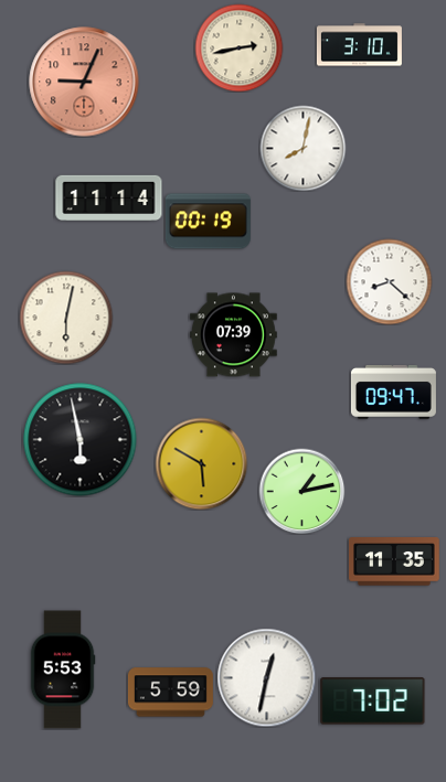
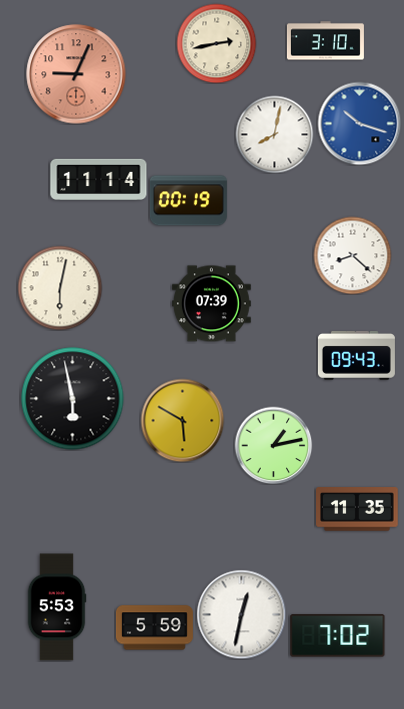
clock at (359, 123): none -> 10:18
clock at (393, 392): 09:47 -> 09:43
